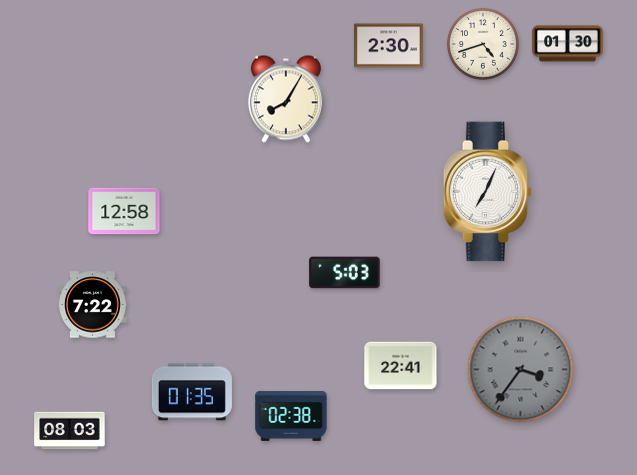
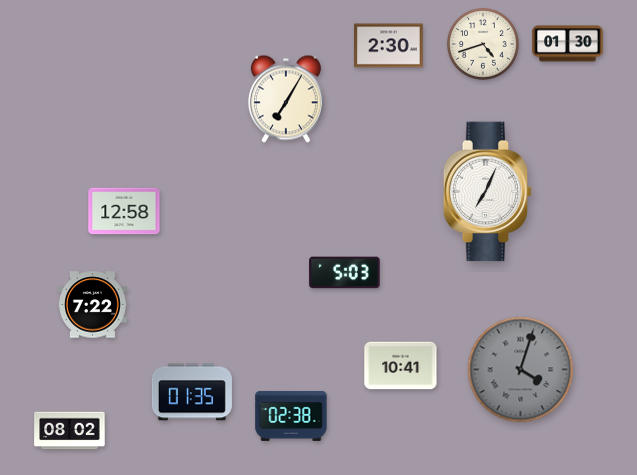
clock at (286, 99): 8:05 -> 7:05
clock at (401, 366): 22:41 -> 10:41
clock at (521, 370): 3:36 -> 4:03
clock at (70, 431): 08:03 -> 08:02
